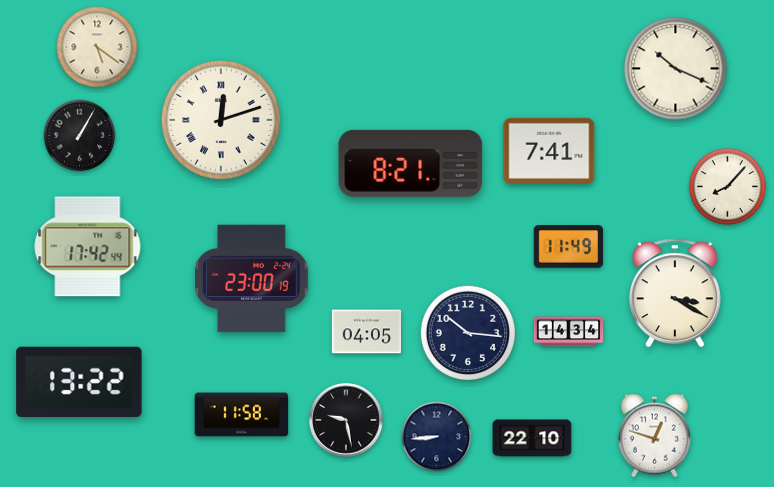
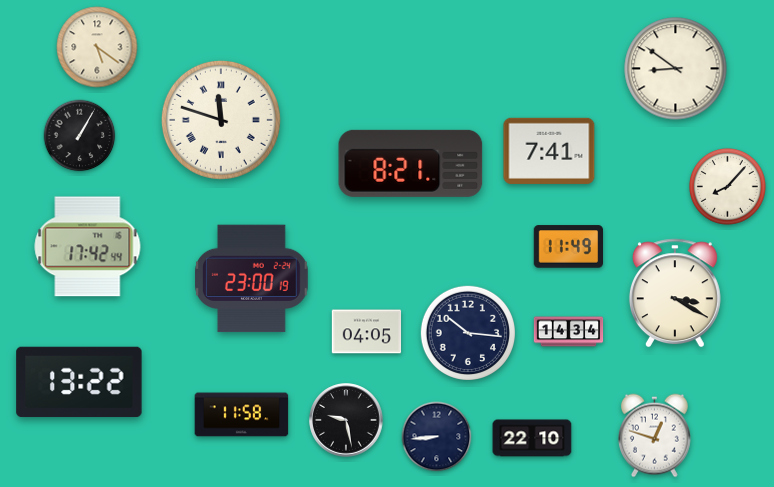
clock at (676, 69): 10:19 -> 8:51
clock at (221, 120): 12:12 -> 11:48
